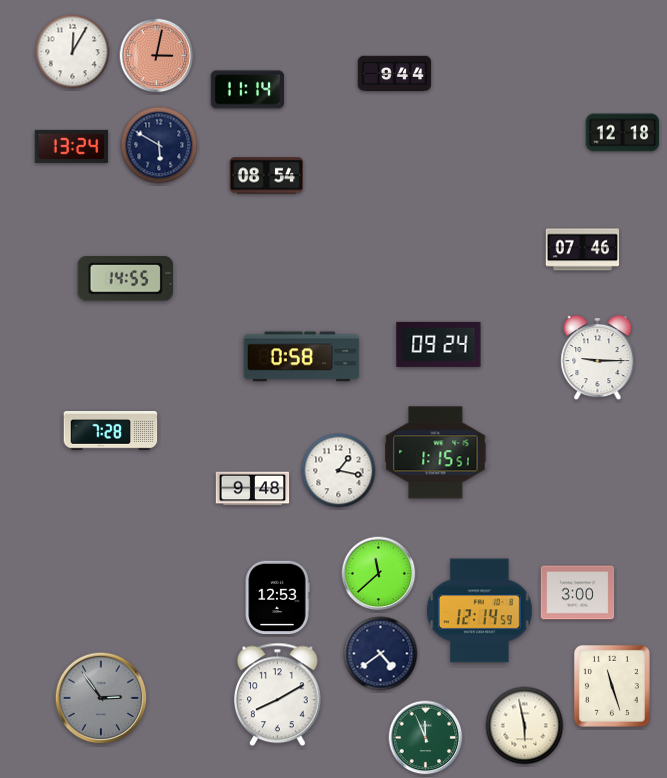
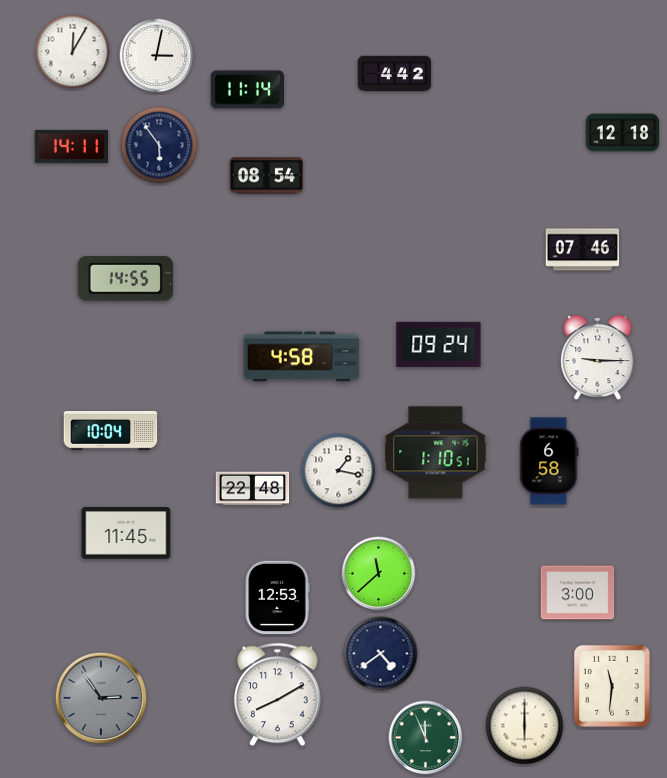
clock at (157, 56) dial: salmon -> white
clock at (395, 74): 9:44 -> 4:42
clock at (159, 145): 5:50 -> 5:54
clock at (72, 146): 13:24 -> 14:11
clock at (302, 357): 0:58 -> 4:58
clock at (111, 431): 7:28 -> 10:04
clock at (436, 453): 1:15 -> 1:10
clock at (549, 461): none -> 6:58
clock at (253, 489): 9:48 -> 22:48
clock at (126, 533): none -> 11:45
clock at (479, 611): 12:14 -> none
clock at (612, 686): 11:27 -> 11:31
clock at (525, 726): 5:58 -> 6:00
